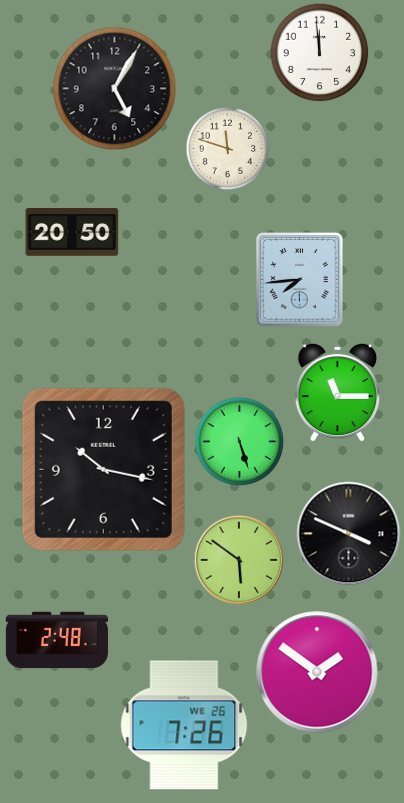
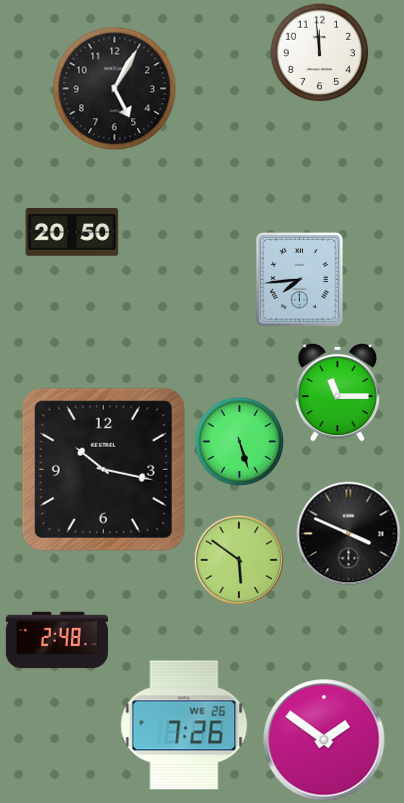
clock at (227, 148): 11:48 -> none
clock at (317, 672) position: (317, 672) -> (324, 740)
